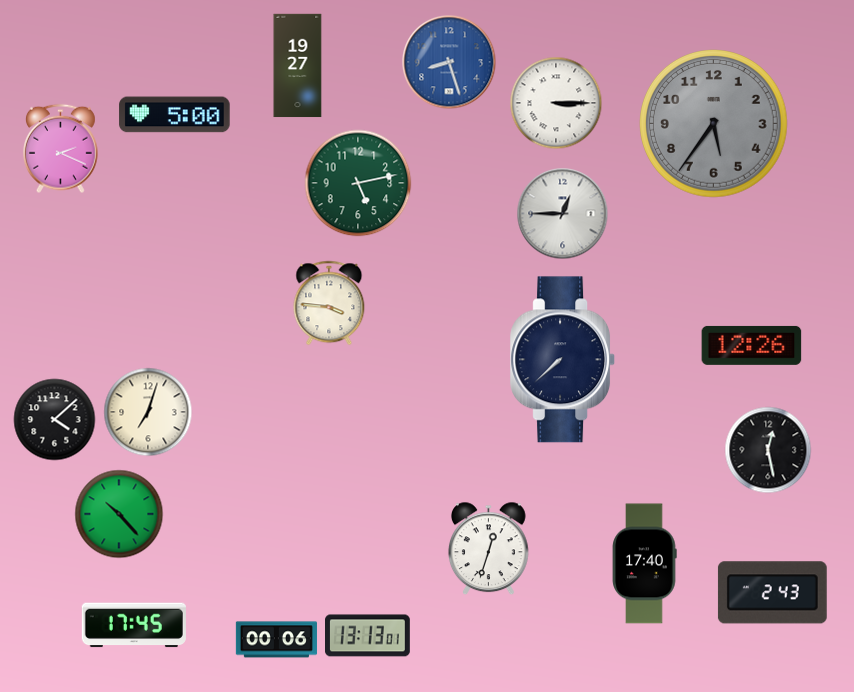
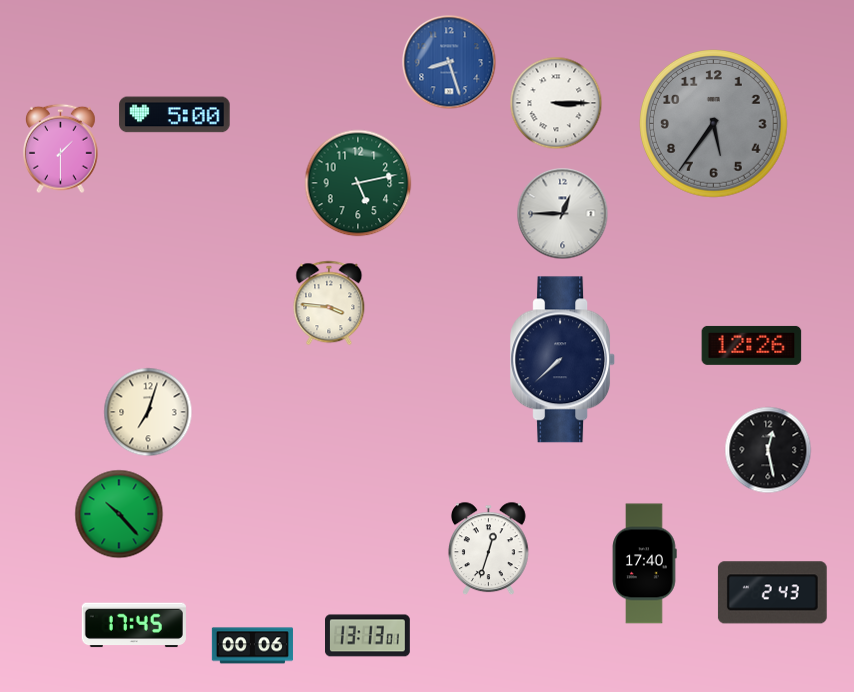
clock at (298, 66): 19:27 -> none
clock at (61, 149): 2:19 -> 1:30
clock at (55, 420): 4:08 -> none
clock at (276, 640) position: (276, 640) -> (252, 646)
